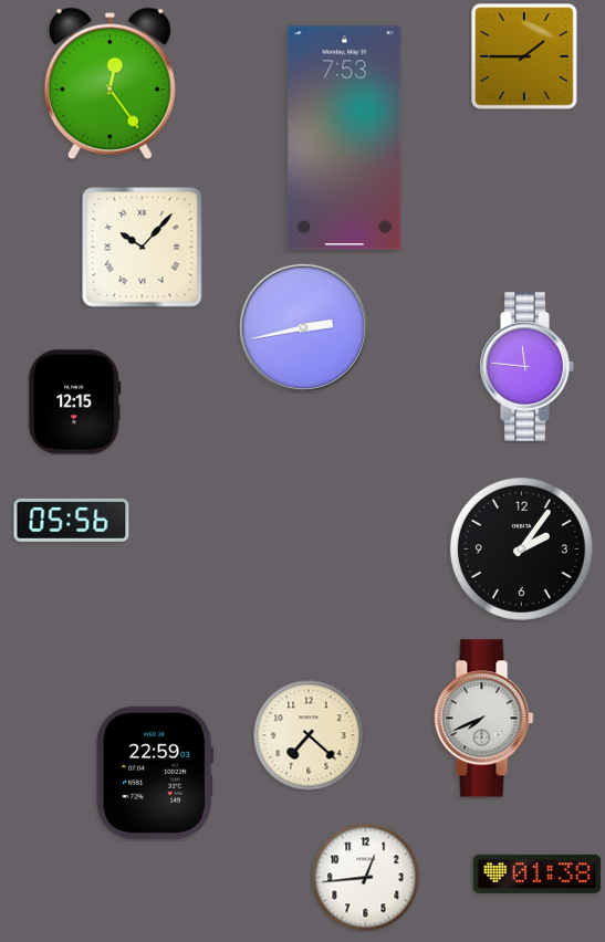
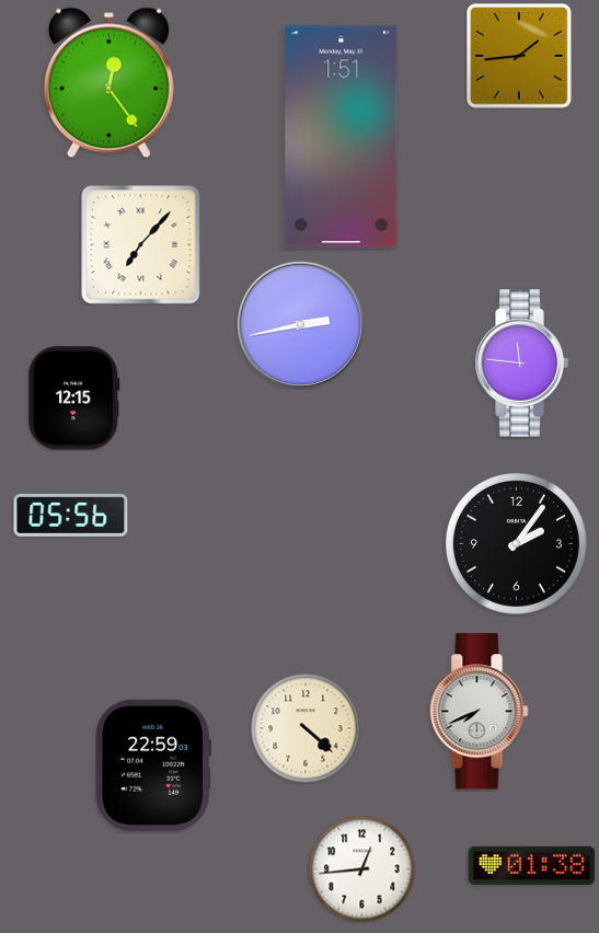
clock at (524, 56): 1:45 -> 1:44
clock at (345, 138): 7:53 -> 1:51
clock at (143, 248): 10:07 -> 7:07
clock at (309, 735): 7:22 -> 4:22
